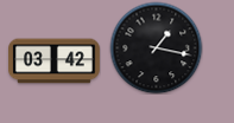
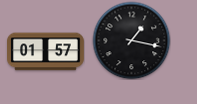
clock at (55, 61): 03:42 -> 01:57
